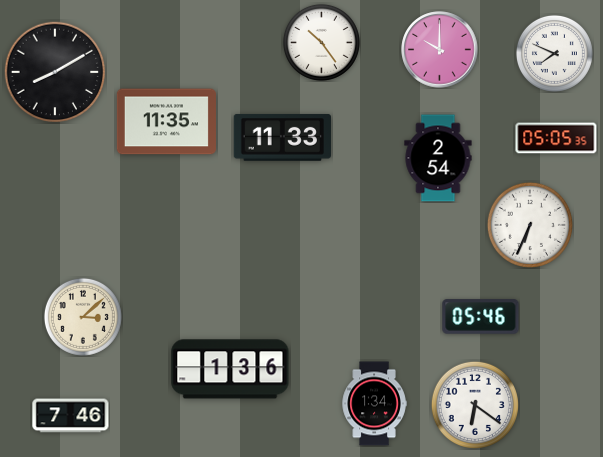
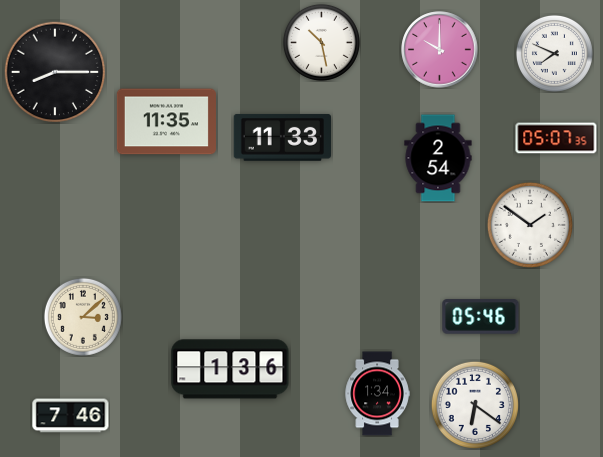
clock at (321, 42): 10:24 -> 10:28
clock at (55, 72): 8:10 -> 8:15
clock at (556, 138): 05:05 -> 05:07
clock at (530, 225): 6:34 -> 1:51
clock at (374, 404) position: (374, 404) -> (377, 394)
